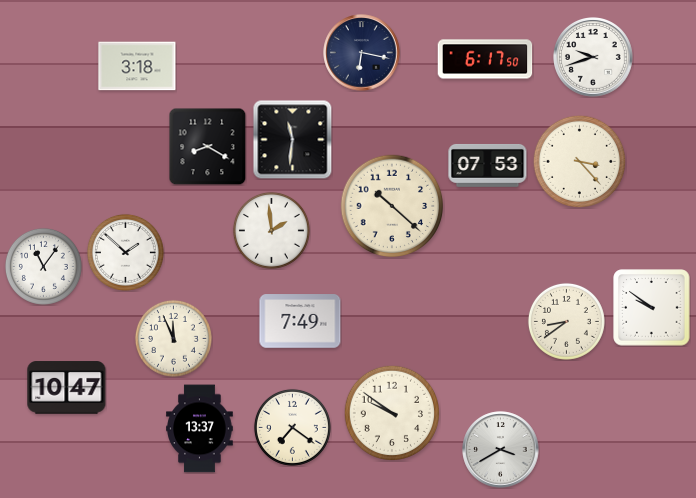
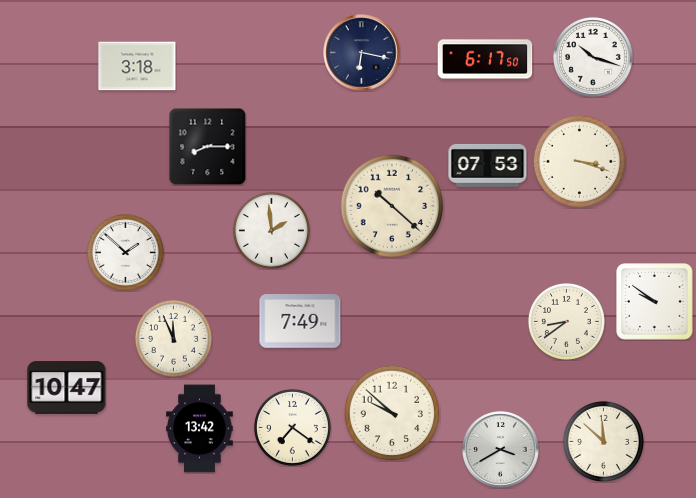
clock at (594, 58): 9:42 -> 10:18
clock at (292, 139): 11:31 -> none
clock at (207, 146): 8:20 -> 8:15
clock at (579, 161): 3:23 -> 3:18
clock at (43, 266): 11:06 -> none
clock at (652, 308) position: (652, 308) -> (655, 302)
clock at (391, 412): 9:51 -> 9:52
clock at (200, 429): 13:37 -> 13:42
clock at (603, 441): none -> 11:52
